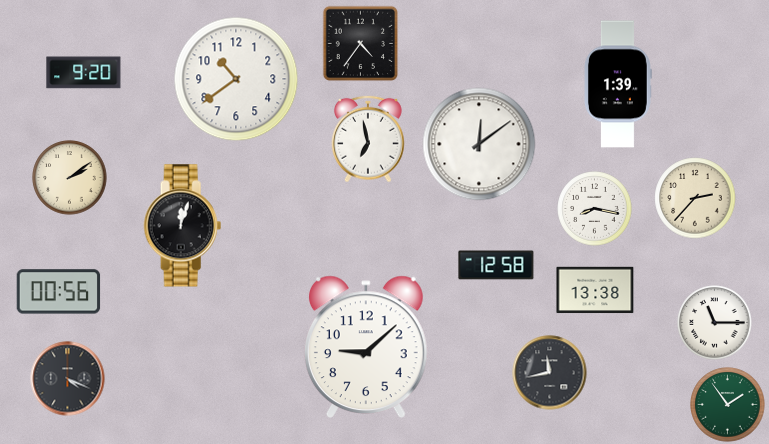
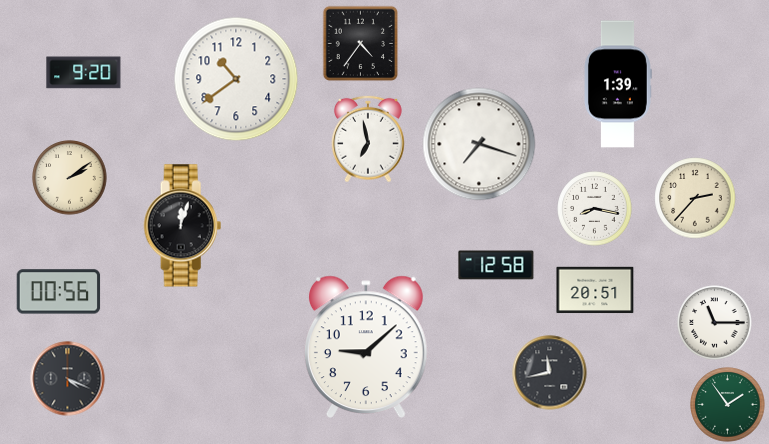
clock at (479, 144): 12:09 -> 7:18
clock at (595, 290): 13:38 -> 20:51
